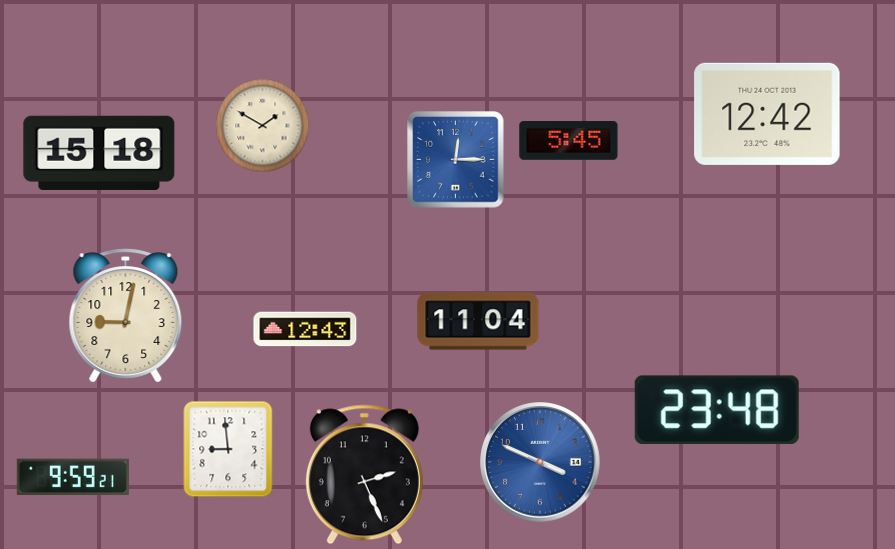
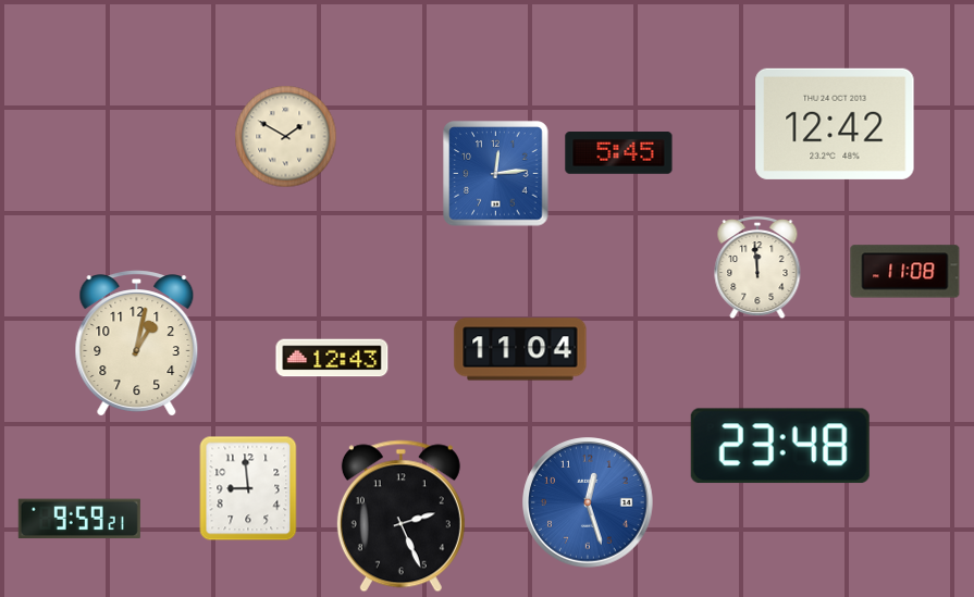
clock at (99, 153): 15:18 -> none
clock at (456, 160): 12:15 -> 12:14
clock at (757, 269): none -> 11:59
clock at (905, 272): none -> 11:08
clock at (126, 316): 9:02 -> 1:02
clock at (540, 462): 3:49 -> 12:27
clock at (364, 475) position: (364, 475) -> (400, 517)
